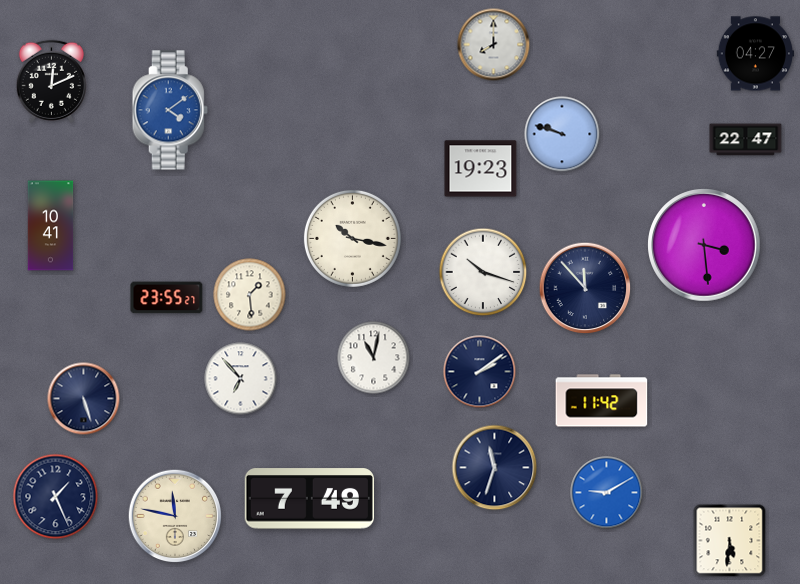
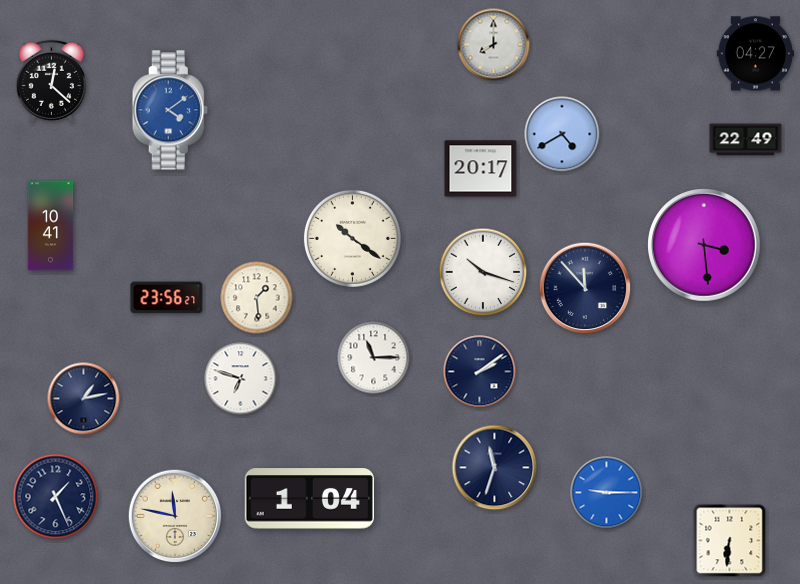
clock at (51, 81): 12:11 -> 12:22
clock at (562, 134): 9:48 -> 4:40
clock at (746, 140): 22:47 -> 22:49
clock at (481, 169): 19:23 -> 20:17
clock at (352, 238): 10:17 -> 10:21
clock at (250, 295) position: (250, 295) -> (257, 298)
clock at (167, 298): 23:55 -> 23:56
clock at (374, 358): 11:02 -> 11:15
clock at (241, 379): 6:53 -> 6:48
clock at (84, 399): 5:27 -> 1:13
clock at (602, 401): 11:42 -> none
clock at (607, 493): 9:10 -> 9:15
clock at (309, 499): 7:49 -> 1:04
clock at (730, 541): 5:31 -> 6:31
